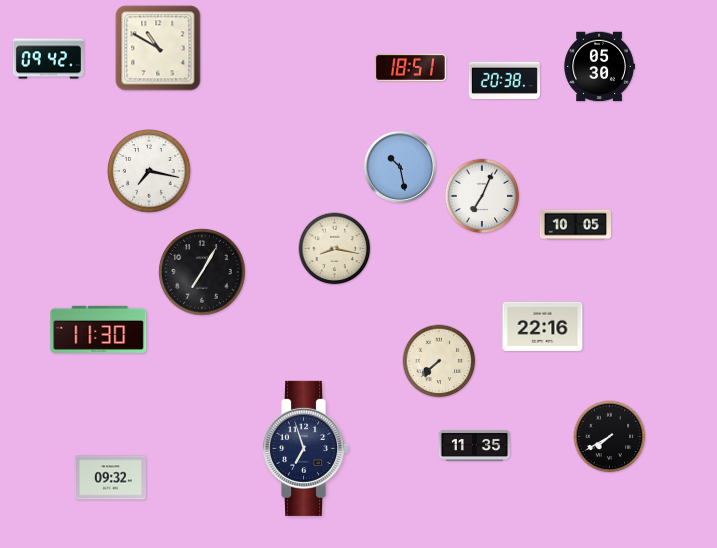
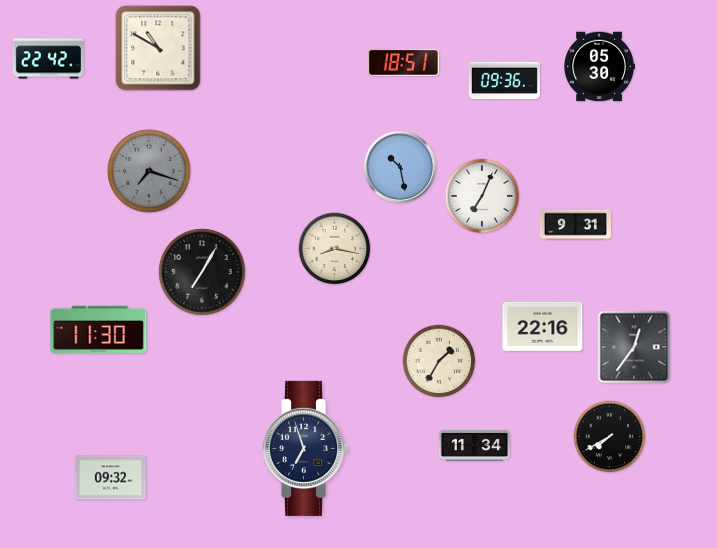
clock at (48, 59): 09:42 -> 22:42
clock at (410, 67) position: (410, 67) -> (403, 62)
clock at (504, 80): 20:38 -> 09:36
clock at (149, 171): 7:17 -> 7:18
clock at (149, 171) dial: white -> grey
clock at (575, 225): 10:05 -> 9:31
clock at (634, 347): none -> 12:36
clock at (439, 361): 7:38 -> 1:35
clock at (474, 445): 11:35 -> 11:34
